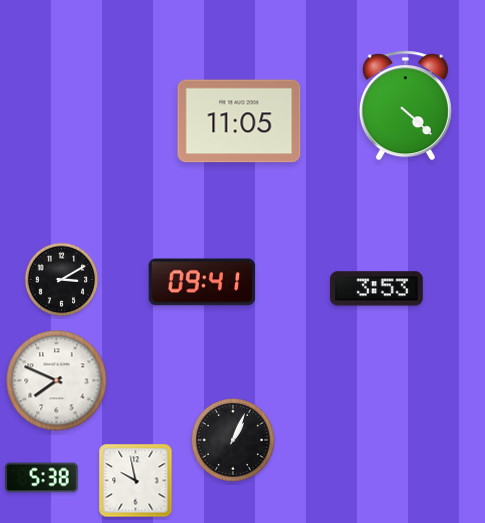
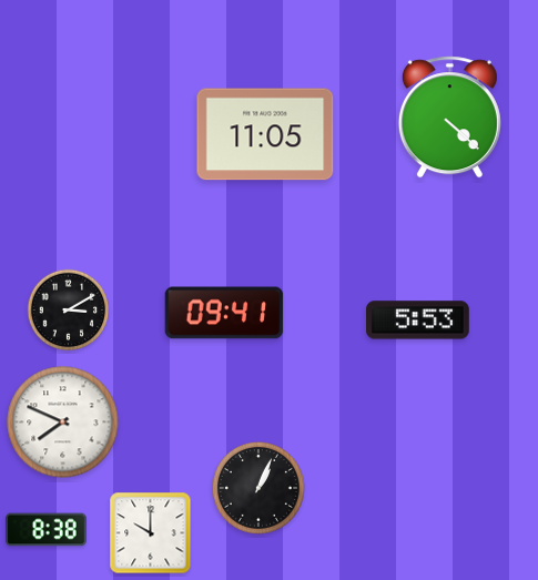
clock at (377, 289): 3:53 -> 5:53
clock at (42, 478): 5:38 -> 8:38
clock at (136, 481): 9:58 -> 10:00
